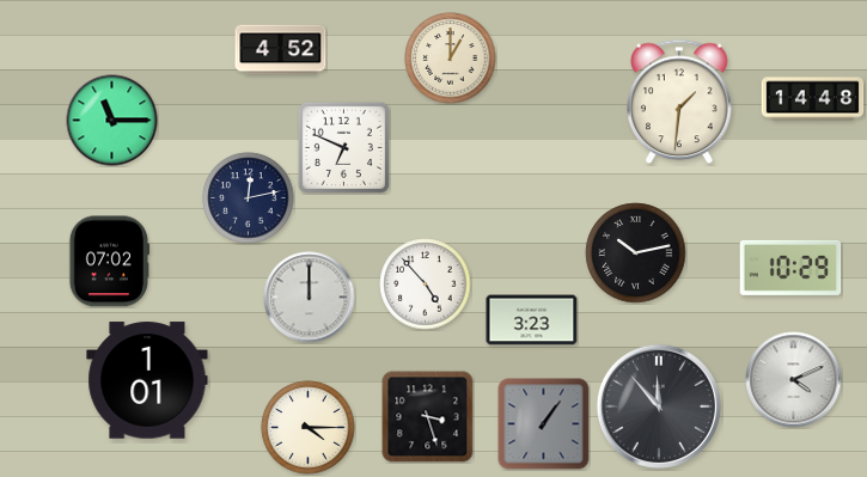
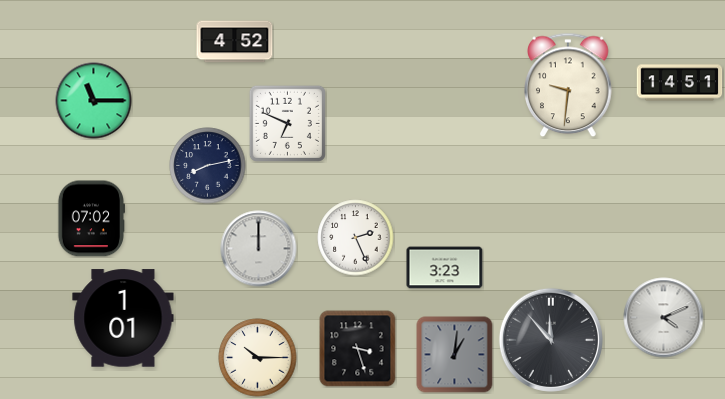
clock at (451, 59): 1:00 -> none
clock at (813, 99): 14:48 -> 14:51
clock at (679, 102): 1:31 -> 9:31
clock at (249, 198): 12:13 -> 8:13
clock at (636, 253): 10:13 -> none
clock at (790, 268): 10:29 -> none
clock at (426, 285): 4:53 -> 2:26
clock at (544, 424): 1:06 -> 1:01
clock at (309, 428): 4:15 -> 10:15
